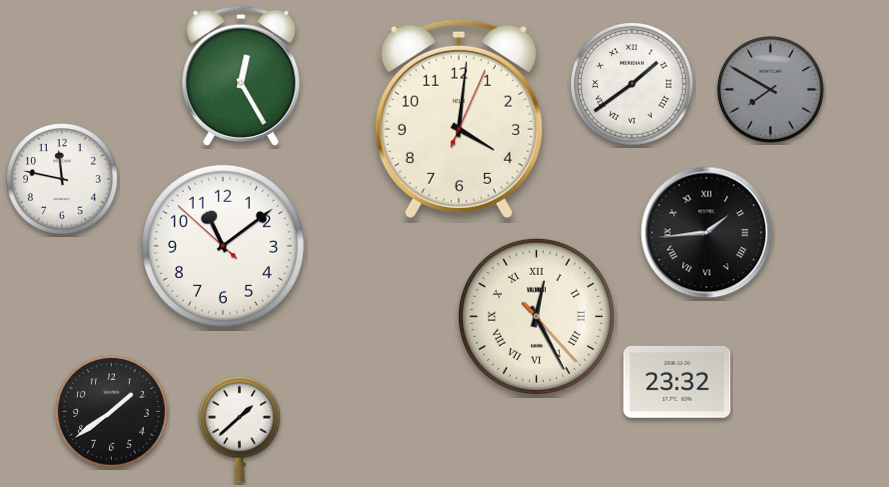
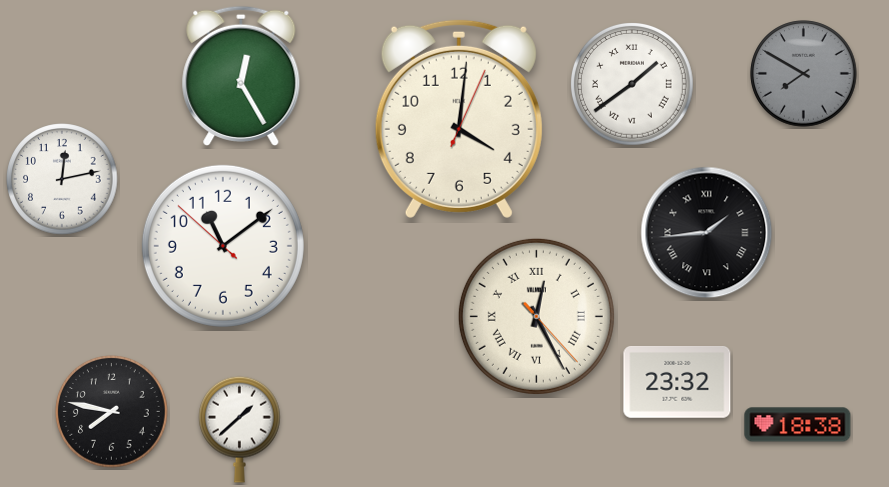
clock at (771, 90) position: (771, 90) -> (804, 74)
clock at (62, 179): 11:47 -> 12:13
clock at (112, 412): 1:39 -> 7:47
clock at (798, 425): none -> 18:38
